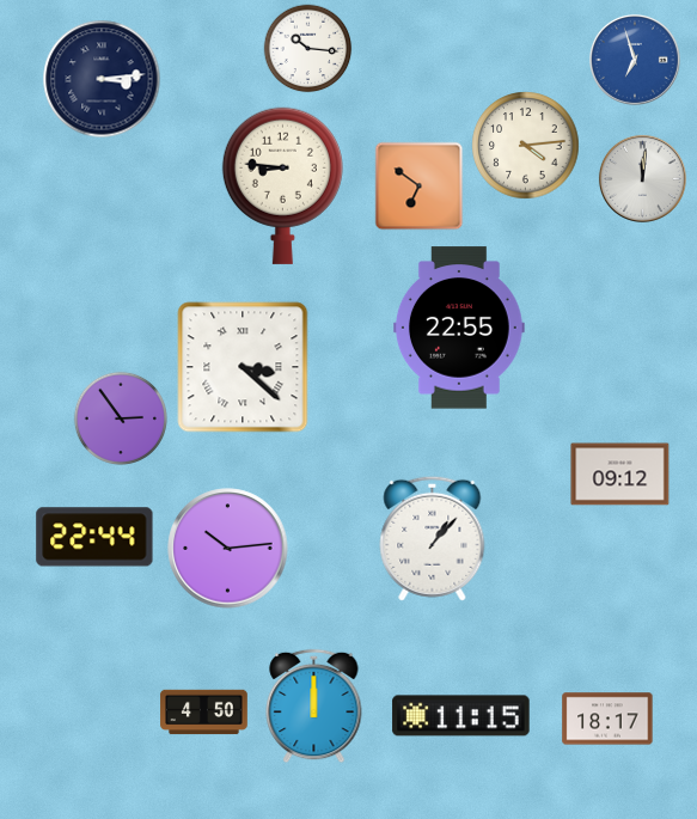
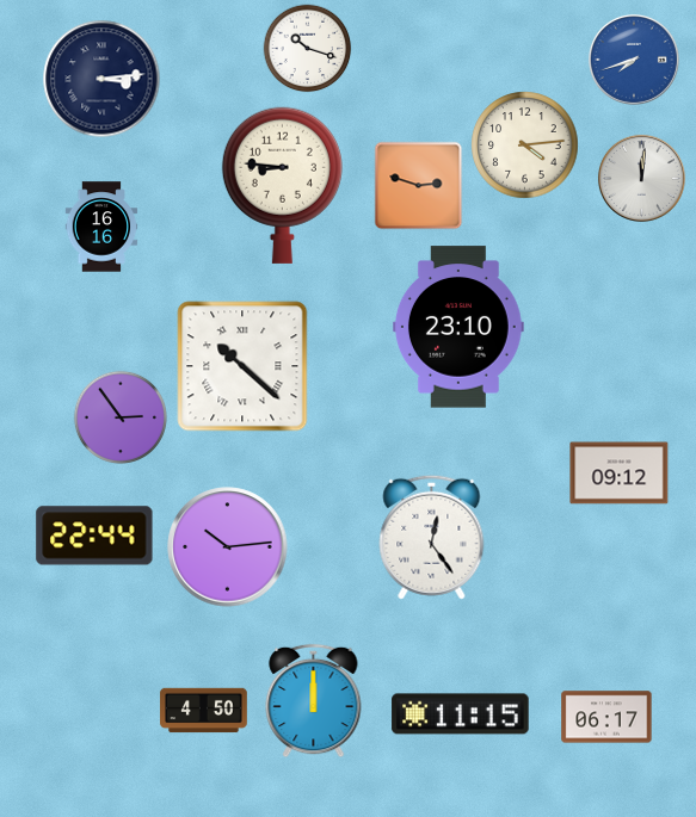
clock at (308, 49): 10:16 -> 10:18
clock at (635, 60): 6:57 -> 7:42
clock at (420, 187): 6:51 -> 2:48
clock at (101, 227): none -> 16:16
clock at (459, 328): 22:55 -> 23:10
clock at (243, 367): 3:22 -> 10:22
clock at (433, 538): 1:07 -> 12:24
clock at (314, 707) position: (314, 707) -> (314, 701)
clock at (607, 719): 18:17 -> 06:17
